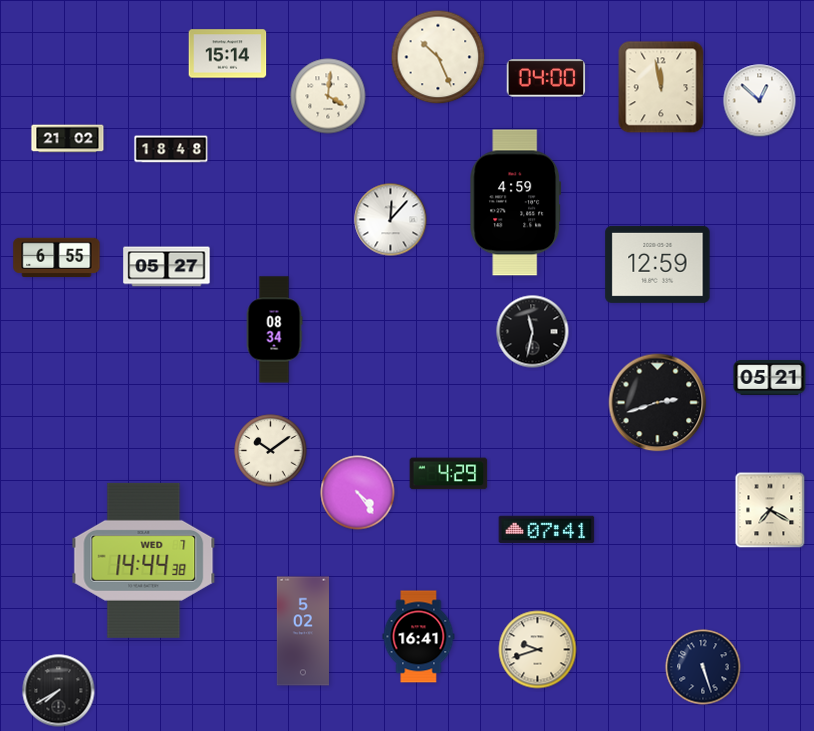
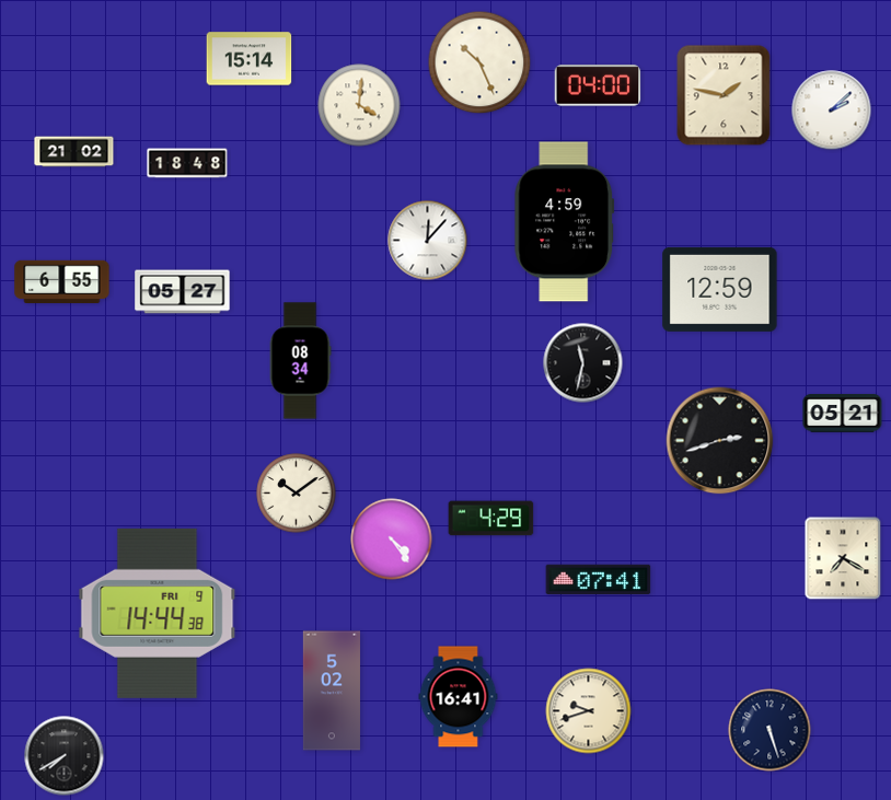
clock at (661, 87): 11:58 -> 1:47
clock at (760, 101): 12:52 -> 2:08
clock at (144, 560) date: WED 7 -> FRI 9
